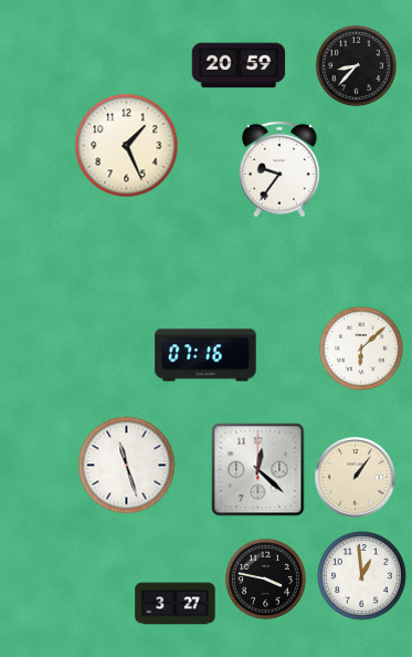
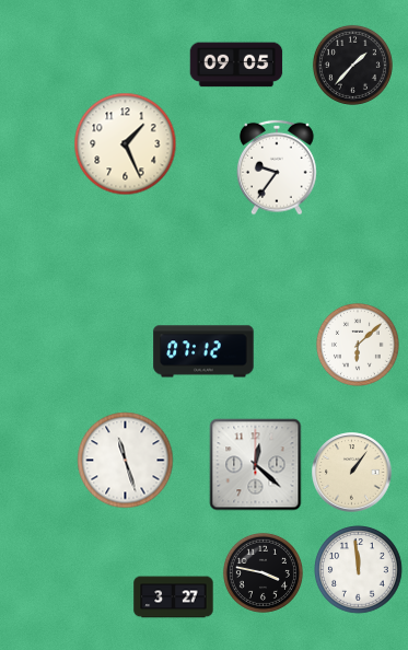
clock at (239, 65): 20:59 -> 09:05
clock at (356, 65): 8:37 -> 1:37
clock at (205, 355): 07:16 -> 07:12
clock at (362, 576): 12:59 -> 11:59
